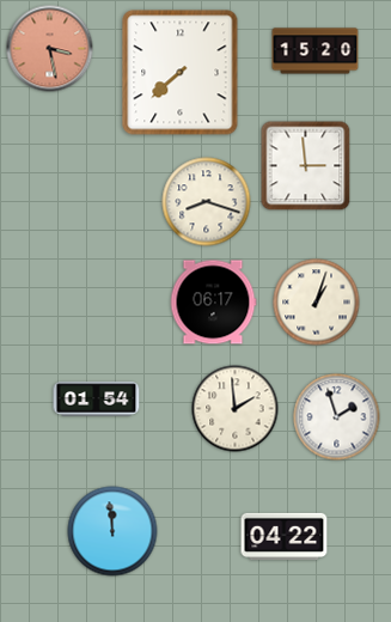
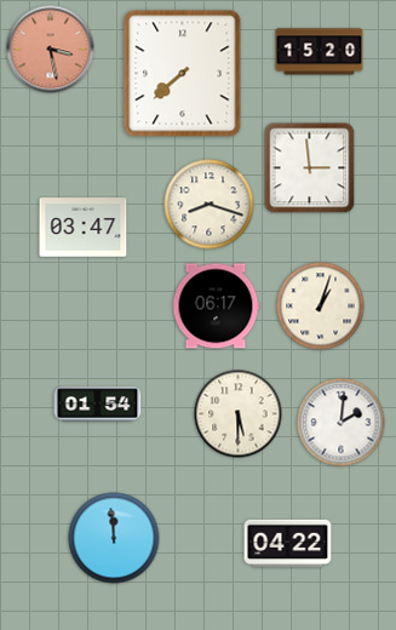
clock at (84, 228): none -> 03:47
clock at (236, 409): 1:59 -> 5:30
clock at (337, 417): 1:57 -> 2:01
